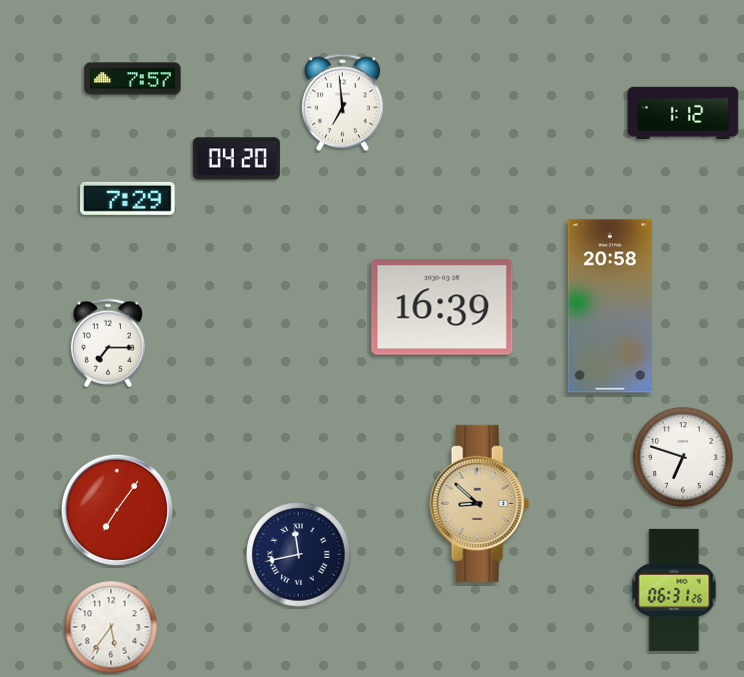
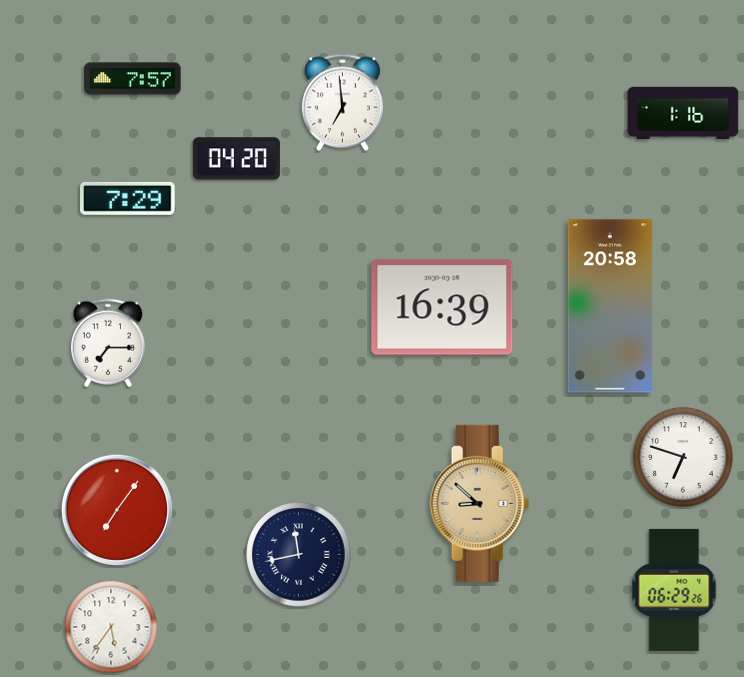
clock at (683, 112): 1:12 -> 1:16
clock at (674, 590): 06:31 -> 06:29
